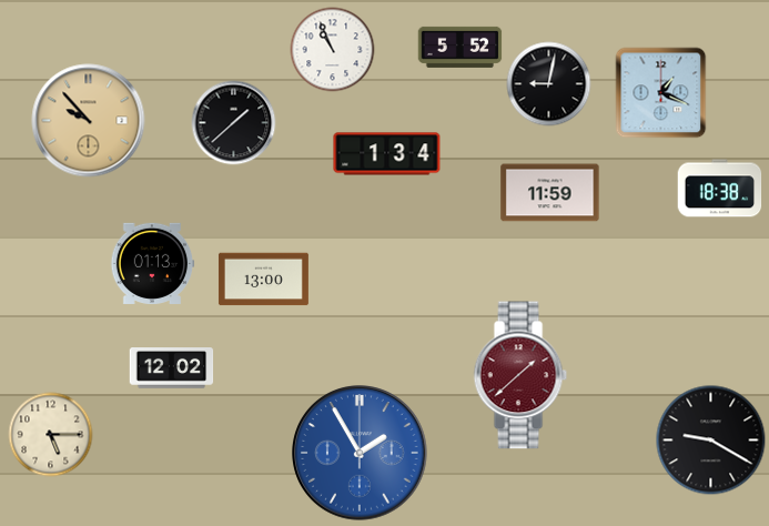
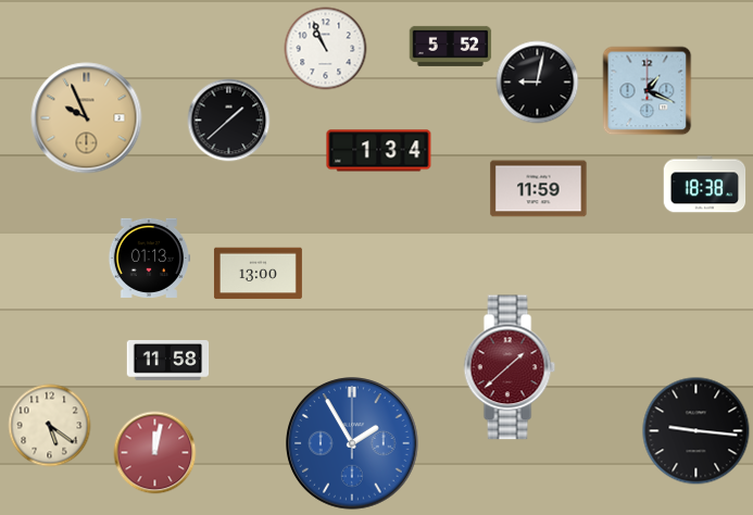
clock at (89, 121): 9:53 -> 9:56
clock at (172, 368): 12:02 -> 11:58
clock at (51, 435): 5:15 -> 5:21
clock at (711, 441): 9:20 -> 9:16
clock at (155, 453): none -> 12:02
